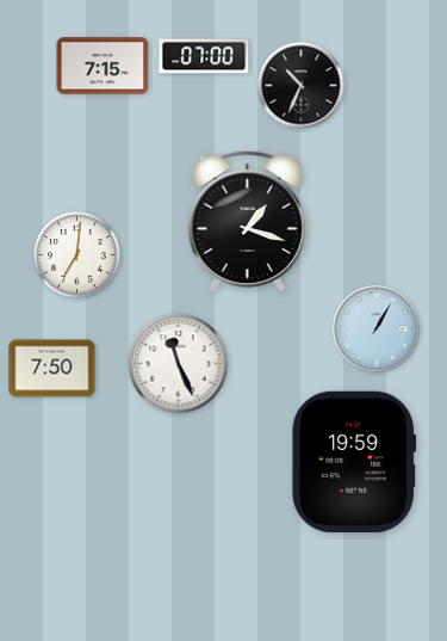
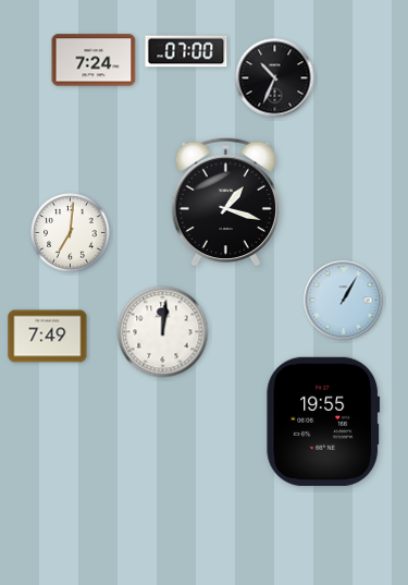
clock at (103, 66): 7:15 -> 7:24
clock at (179, 364): 11:26 -> 12:01
clock at (52, 369): 7:50 -> 7:49
clock at (354, 462): 19:59 -> 19:55
